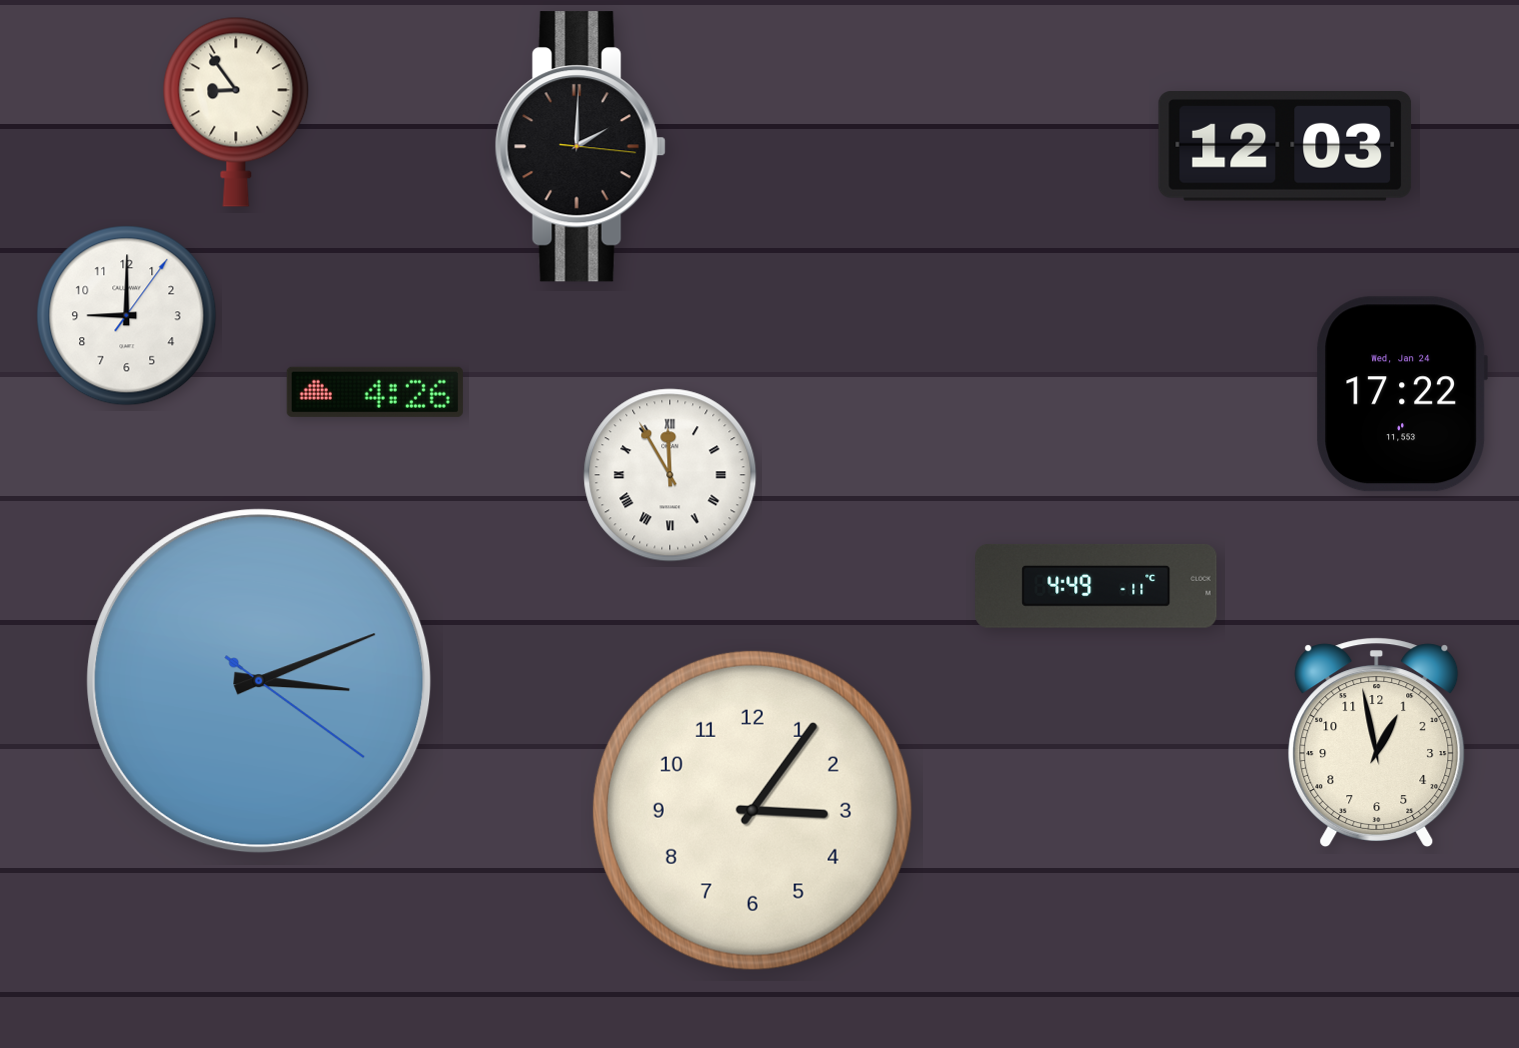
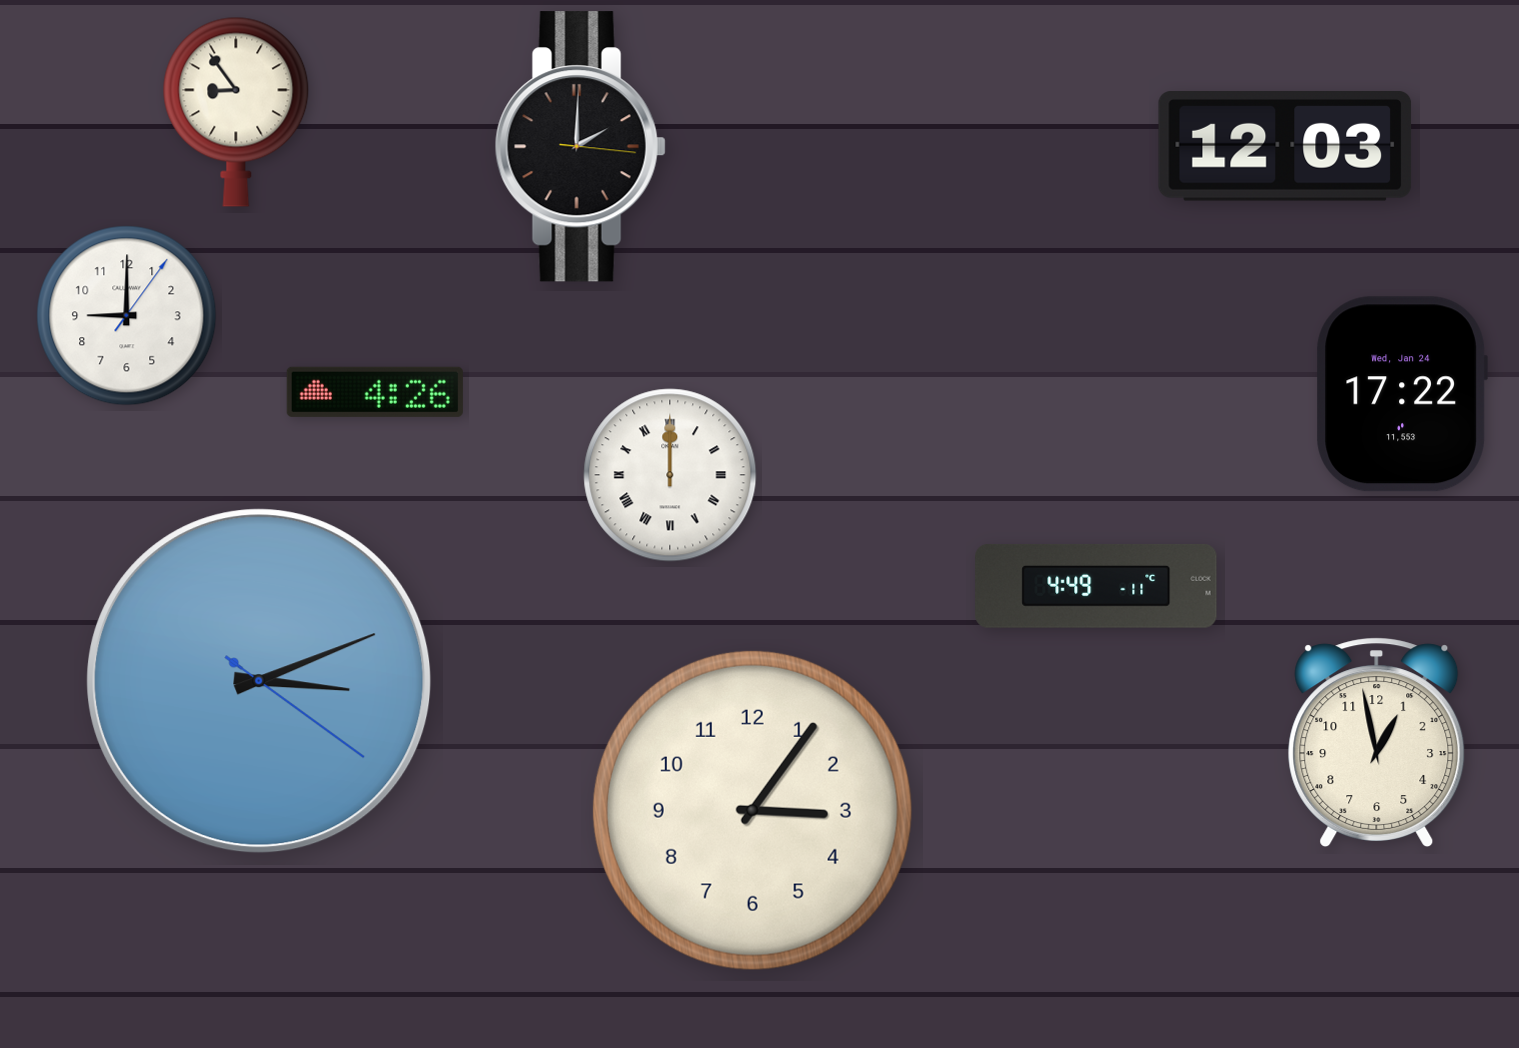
clock at (670, 475): 11:55 -> 12:00
